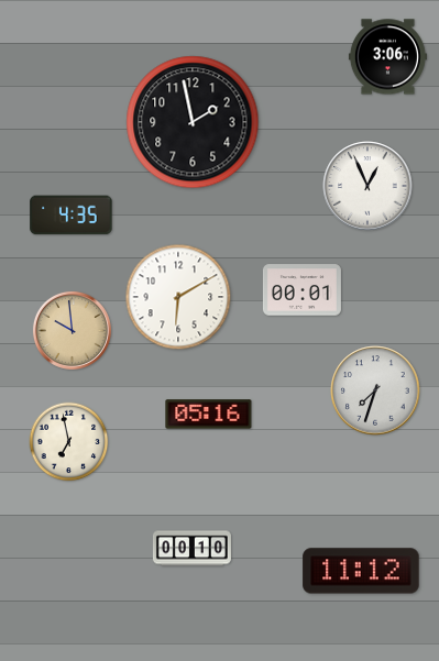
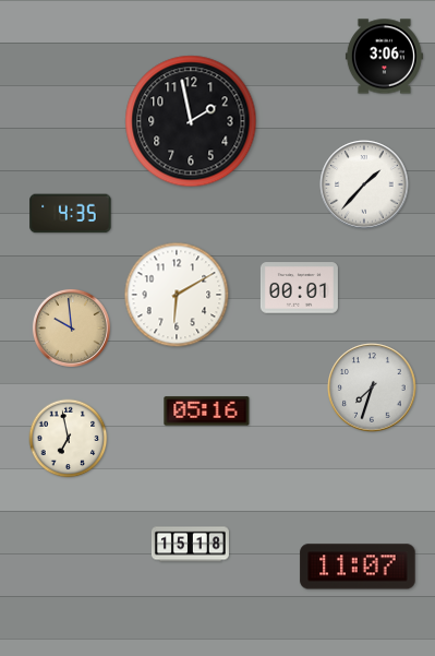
clock at (367, 186): 12:56 -> 1:37
clock at (191, 549): 00:10 -> 15:18
clock at (361, 571): 11:12 -> 11:07
